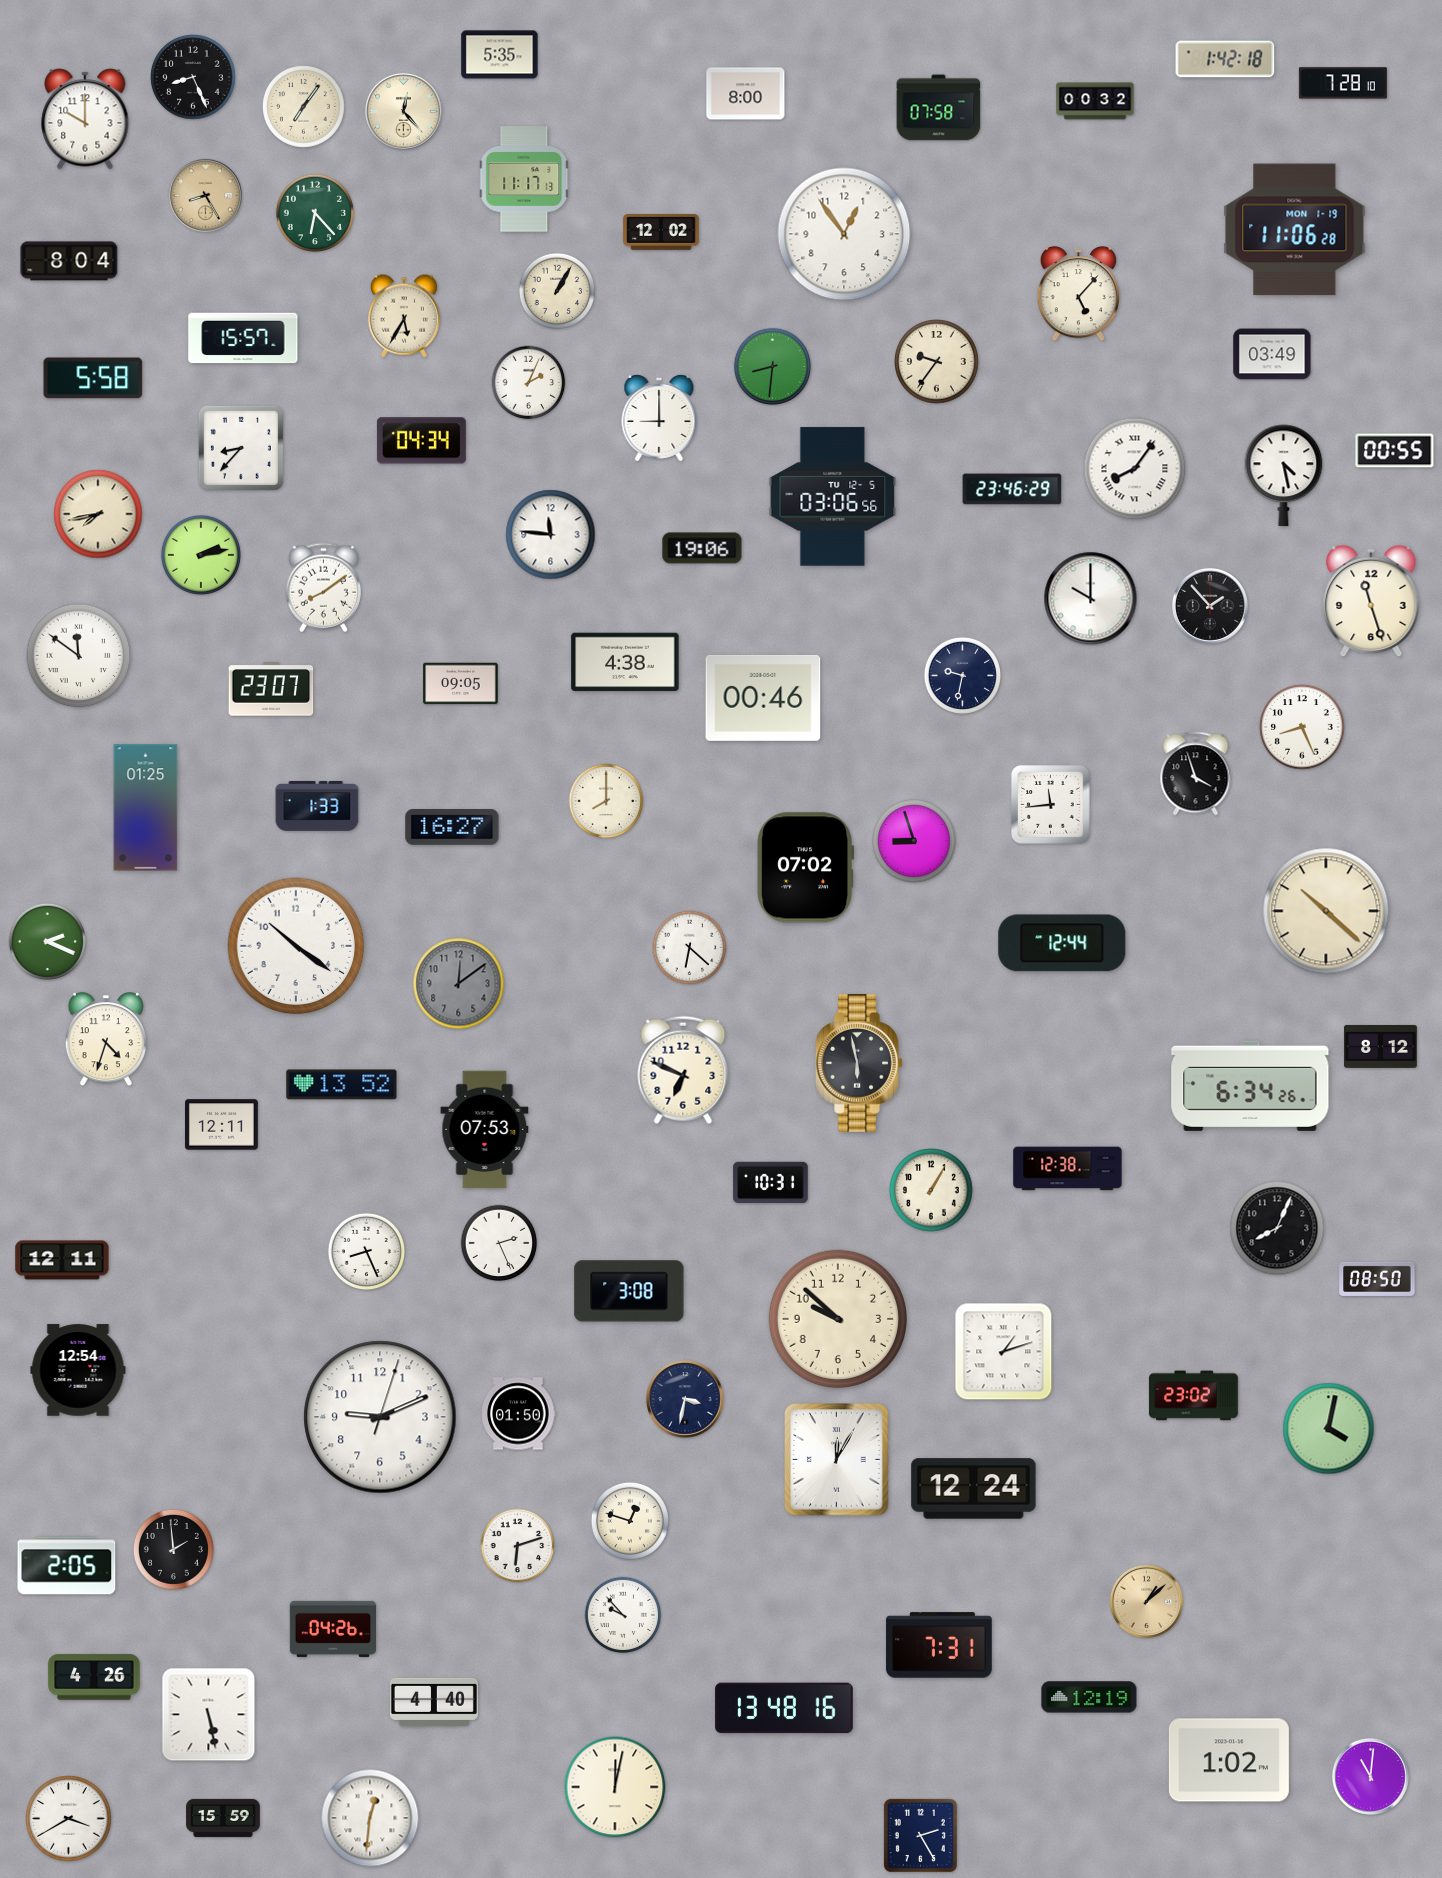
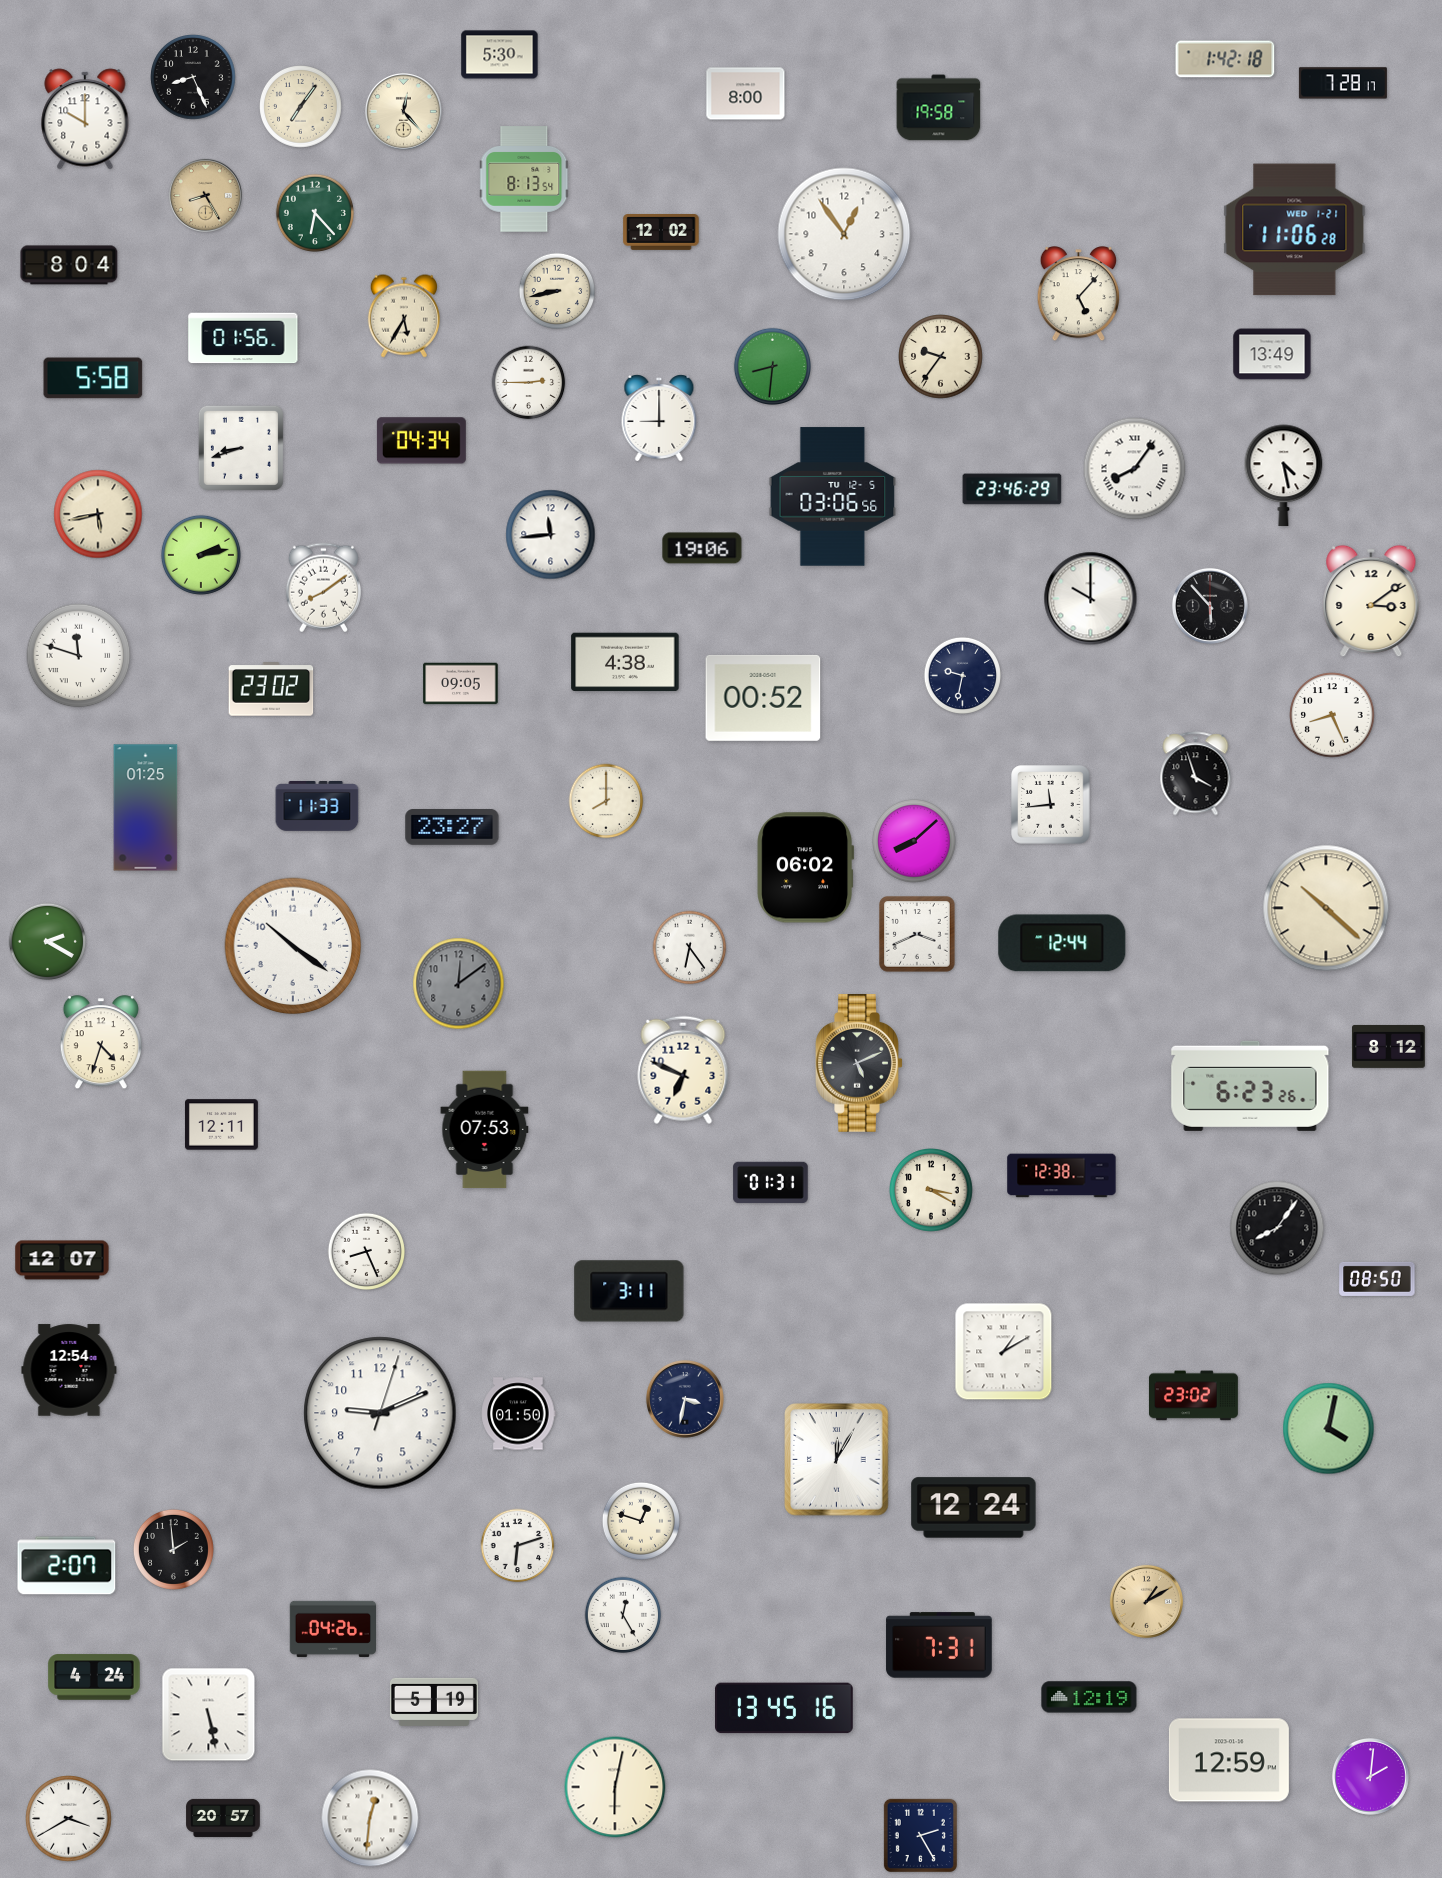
clock at (500, 55): 5:35 -> 5:30
clock at (1343, 83): 7:28:10 -> 7:28:17
clock at (1095, 101): 00:32 -> none
clock at (304, 107) position: (304, 107) -> (301, 107)
clock at (939, 108): 07:58 -> 19:58
clock at (525, 179): 11:17 -> 8:13
clock at (1295, 230) date: MON 1-19 -> WED 1-21
clock at (69, 261) position: (69, 261) -> (69, 265)
clock at (557, 291): 1:05 -> 8:43
clock at (243, 338): 15:57 -> 01:56
clock at (1272, 354): 03:49 -> 13:49
clock at (937, 362) position: (937, 362) -> (941, 357)
clock at (529, 383): 2:04 -> 2:45
clock at (241, 448): 8:37 -> 8:42
clock at (1395, 451): 00:55 -> none
clock at (98, 514): 7:43 -> 5:43
clock at (551, 535): 11:46 -> 11:44
clock at (1371, 601): 11:27 -> 3:09
clock at (1210, 606): 1:53 -> 5:53
clock at (79, 656): 11:51 -> 11:48
clock at (271, 689): 23:07 -> 23:02
clock at (763, 698): 00:46 -> 00:52
clock at (1302, 727) position: (1302, 727) -> (1332, 715)
clock at (317, 807): 1:33 -> 11:33
clock at (452, 827): 16:27 -> 23:27
clock at (914, 841): 8:57 -> 8:08
clock at (806, 868): 07:02 -> 06:02
clock at (1326, 911) position: (1326, 911) -> (1326, 908)
clock at (917, 934): none -> 3:41
clock at (47, 941): 2:19 -> 2:20
clock at (296, 946) position: (296, 946) -> (293, 946)
clock at (690, 948): 6:22 -> 6:24
clock at (106, 1040) position: (106, 1040) -> (101, 1043)
clock at (1381, 1046) position: (1381, 1046) -> (1389, 1046)
clock at (859, 1064): 5:58 -> 5:11
clock at (342, 1085): 13:52 -> none
clock at (1250, 1086): 6:34 -> 6:23
clock at (1068, 1169) position: (1068, 1169) -> (1062, 1176)
clock at (771, 1183): 10:31 -> 01:31
clock at (931, 1190): 1:05 -> 3:20
clock at (1277, 1228): 8:04 -> 8:06
clock at (499, 1243): 2:26 -> none
clock at (62, 1260): 12:11 -> 12:07
clock at (629, 1291): 3:08 -> 3:11
clock at (837, 1318): 9:52 -> none
clock at (1004, 1352): 1:12 -> 1:10
clock at (78, 1370) position: (78, 1370) -> (69, 1370)
clock at (380, 1417) position: (380, 1417) -> (380, 1413)
clock at (974, 1489) position: (974, 1489) -> (974, 1508)
clock at (630, 1521) position: (630, 1521) -> (641, 1521)
clock at (67, 1566): 2:05 -> 2:07
clock at (1146, 1601): 1:08 -> 1:10
clock at (623, 1615): 9:53 -> 12:25
clock at (94, 1677): 4:26 -> 4:24
clock at (434, 1702): 4:40 -> 5:19
clock at (785, 1708): 13:48 -> 13:45
clock at (1229, 1760): 1:02 -> 12:59
clock at (1370, 1776): 11:01 -> 2:01
clock at (615, 1787): 12:02 -> 6:02
clock at (223, 1818): 15:59 -> 20:57
